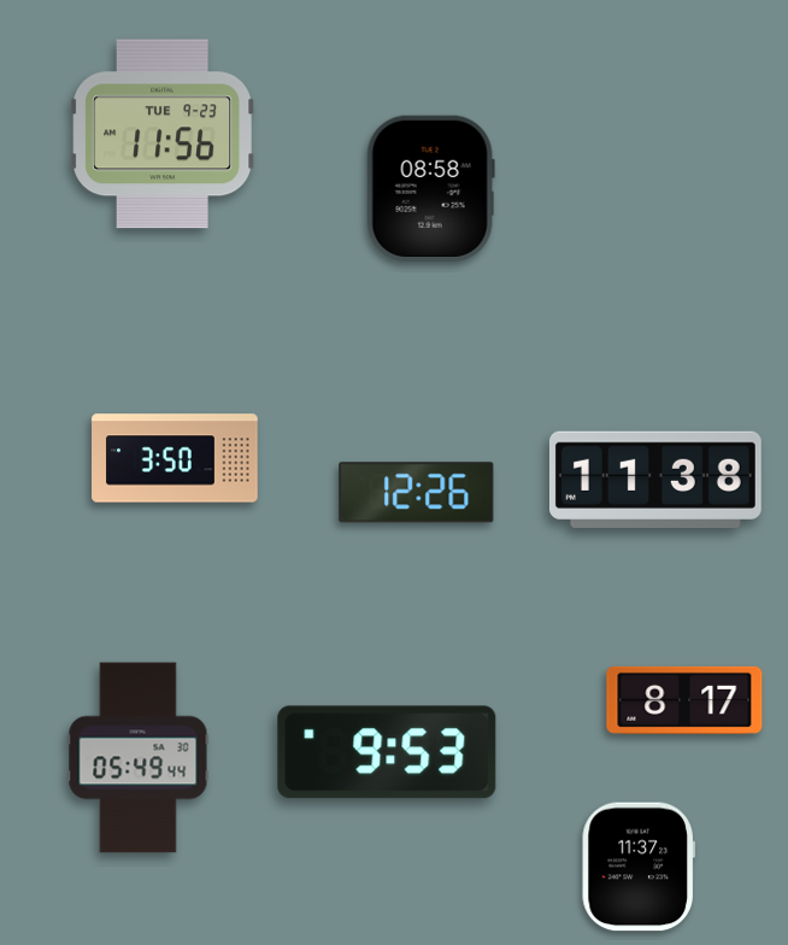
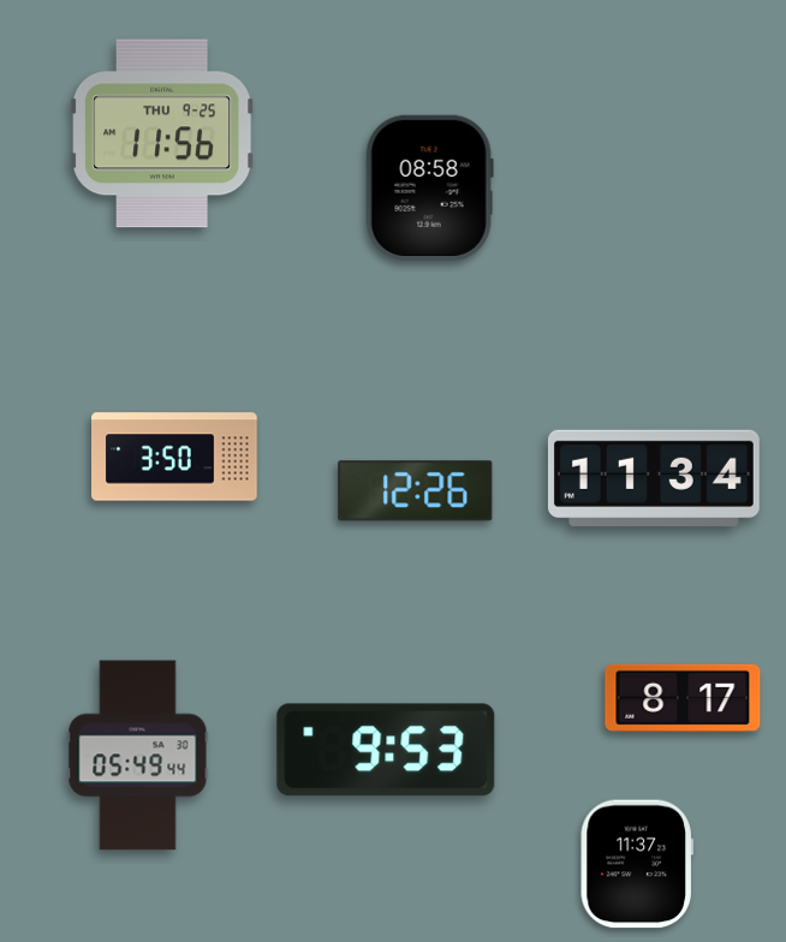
clock at (161, 134) date: TUE 9-23 -> THU 9-25
clock at (655, 480): 11:38 -> 11:34
